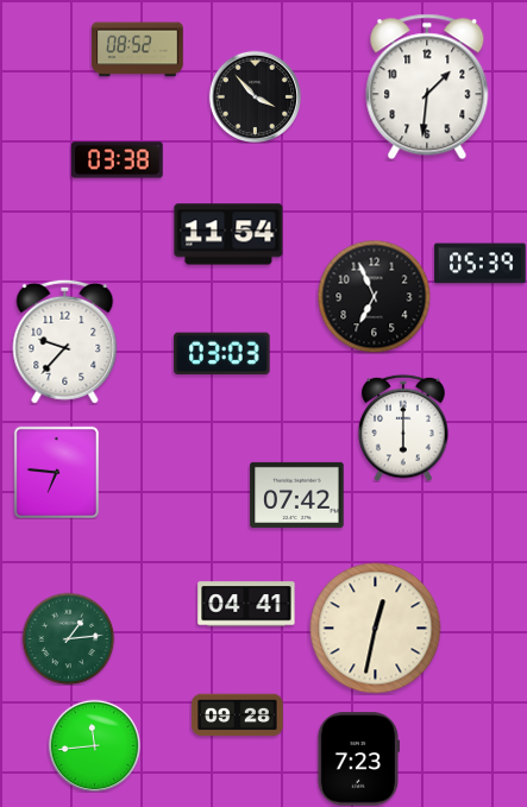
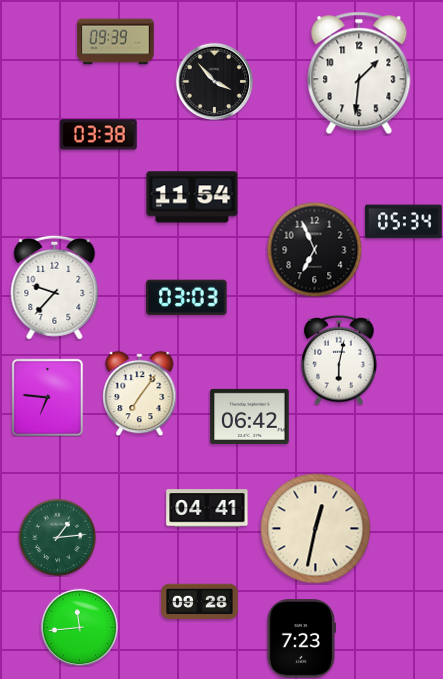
clock at (138, 50): 08:52 -> 09:39
clock at (481, 264): 05:39 -> 05:34
clock at (403, 428): 6:00 -> 6:02
clock at (140, 393): none -> 7:06
clock at (297, 494): 07:42 -> 06:42
